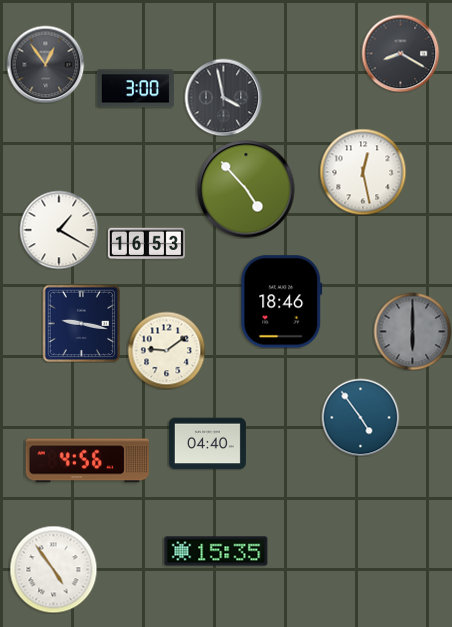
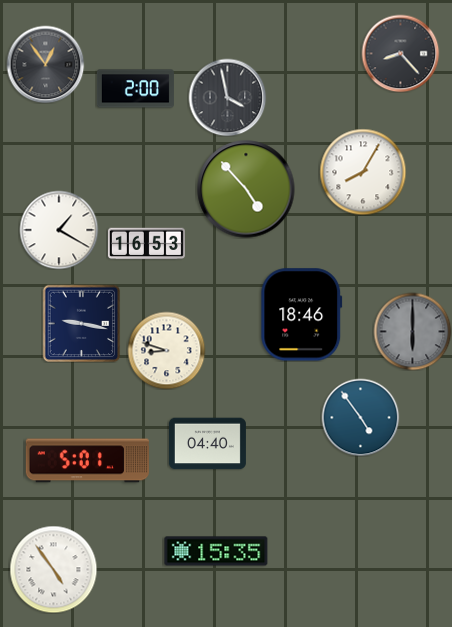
clock at (400, 53): 8:20 -> 8:23
clock at (135, 89): 3:00 -> 2:00
clock at (223, 97) position: (223, 97) -> (227, 97)
clock at (363, 172): 12:28 -> 8:05
clock at (282, 302) position: (282, 302) -> (302, 315)
clock at (166, 350): 9:09 -> 8:48
clock at (87, 461): 4:56 -> 5:01
